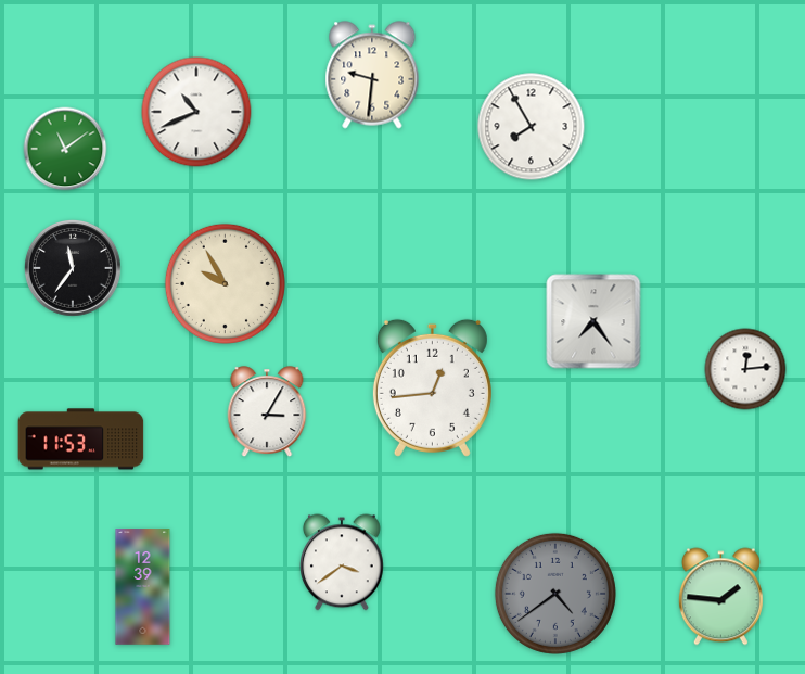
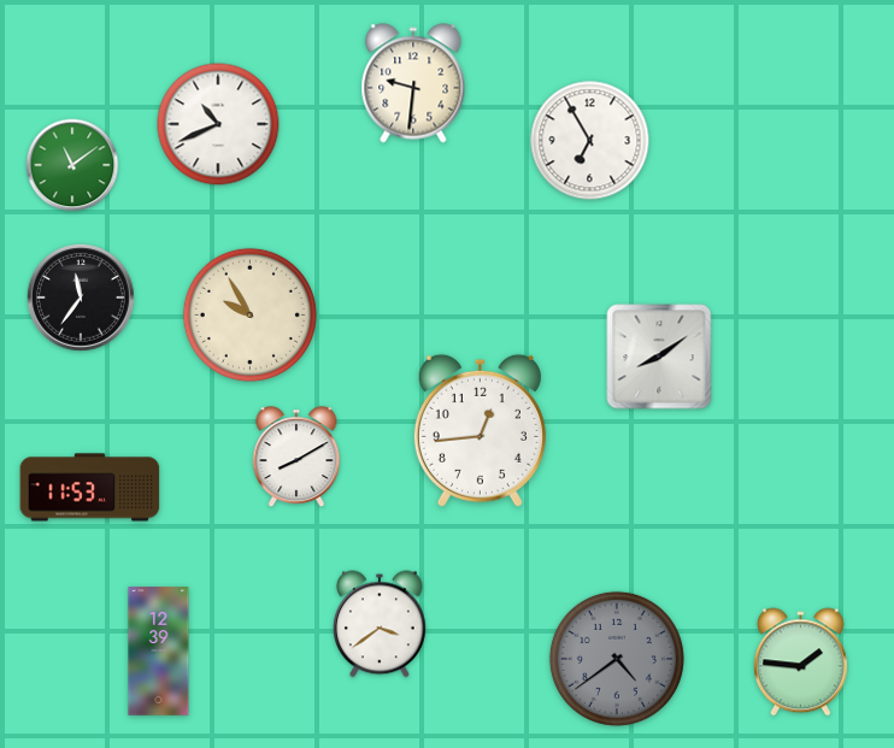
clock at (532, 127): 7:55 -> 6:55
clock at (593, 321): 7:24 -> 8:09
clock at (745, 369): 12:14 -> none
clock at (267, 412): 3:05 -> 8:10
